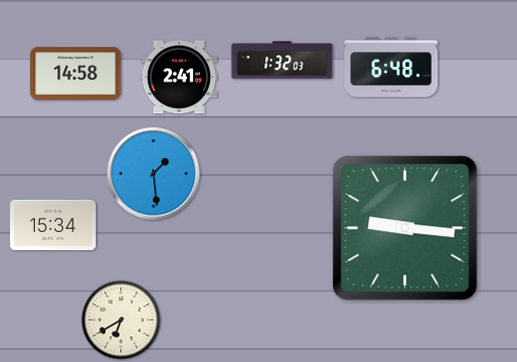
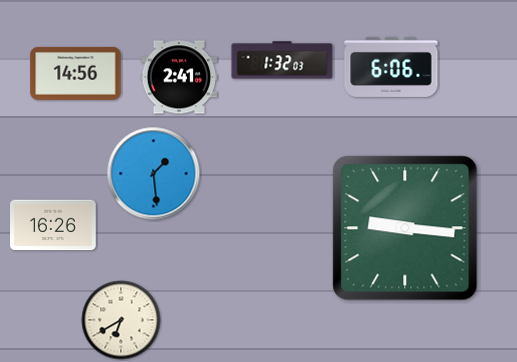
clock at (391, 67): 6:48 -> 6:06
clock at (76, 73): 14:58 -> 14:56
clock at (54, 225): 15:34 -> 16:26
